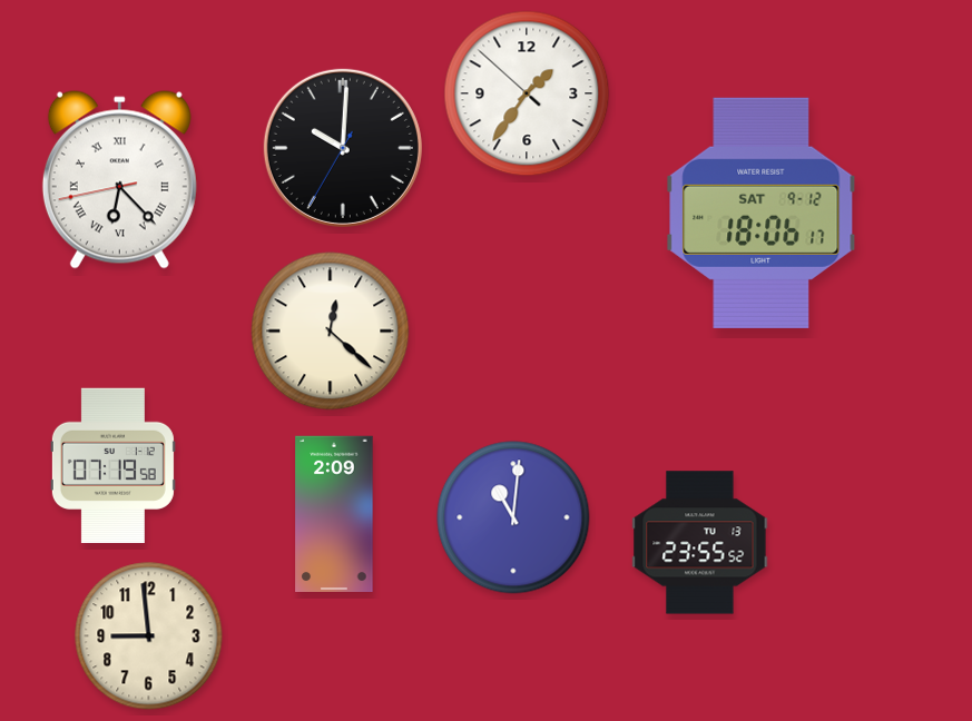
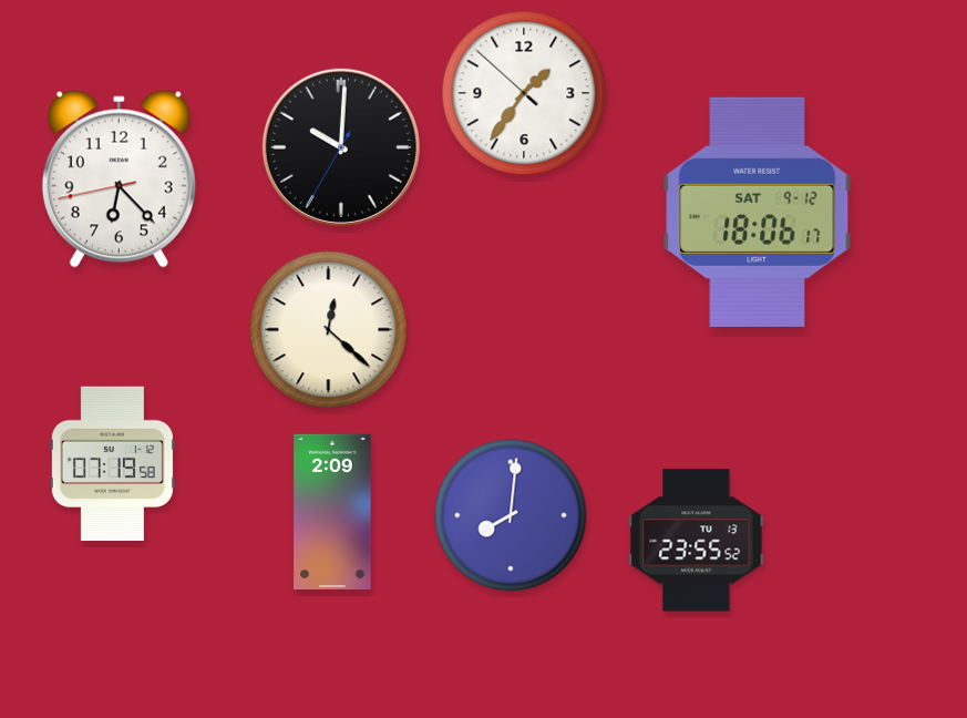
clock at (119, 180) numerals: Roman -> Arabic
clock at (513, 517): 11:01 -> 8:01
clock at (149, 636): 8:59 -> none
